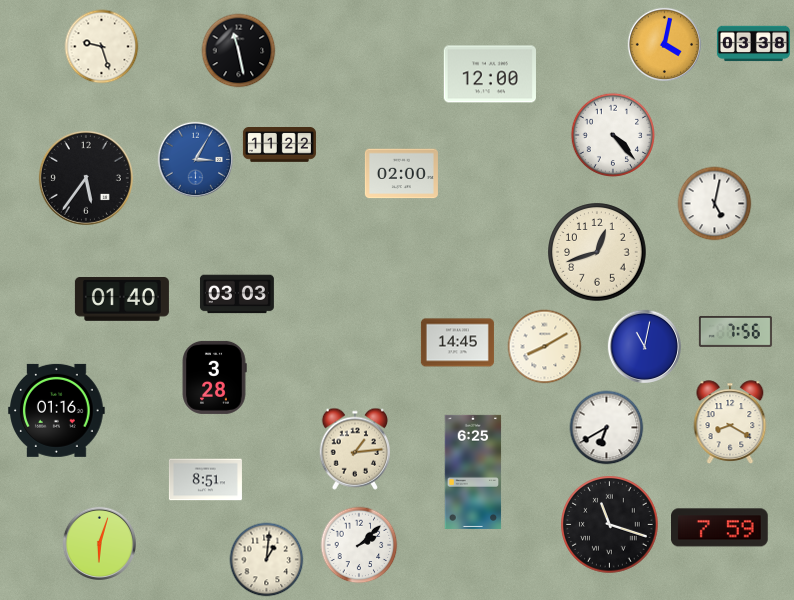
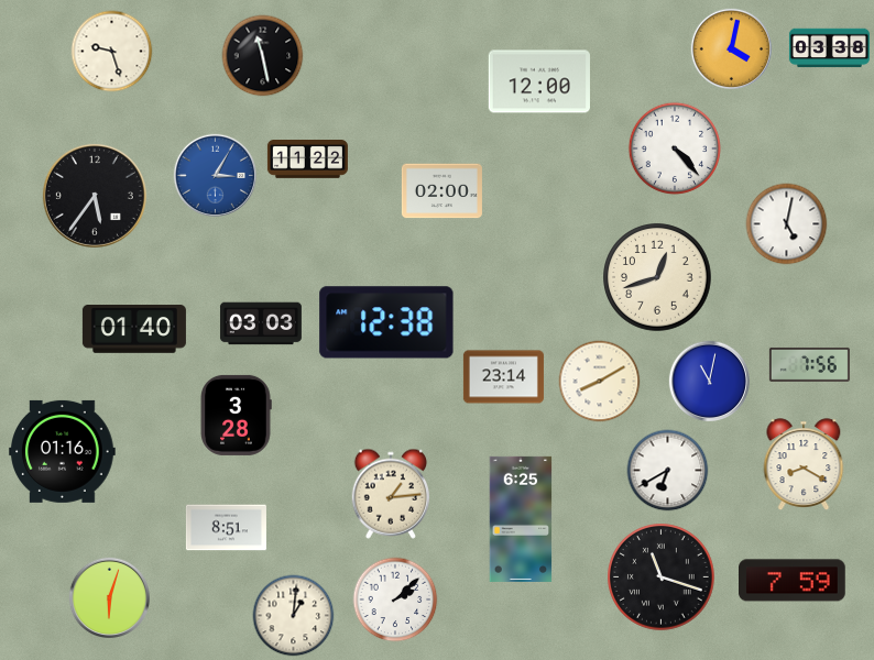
clock at (386, 322): none -> 12:38
clock at (457, 343): 14:45 -> 23:14
clock at (610, 525) position: (610, 525) -> (662, 577)
